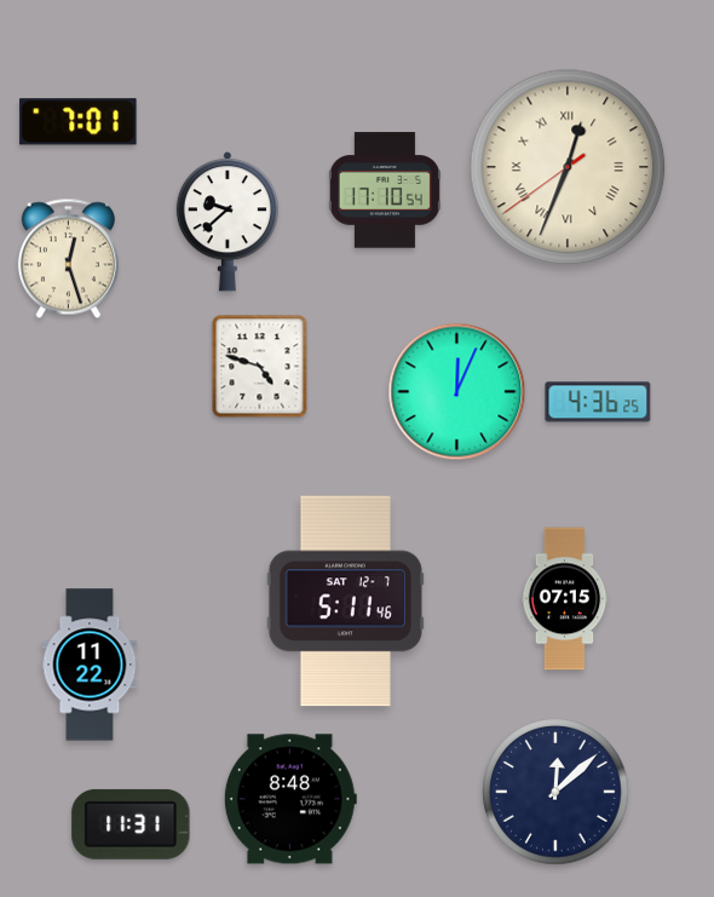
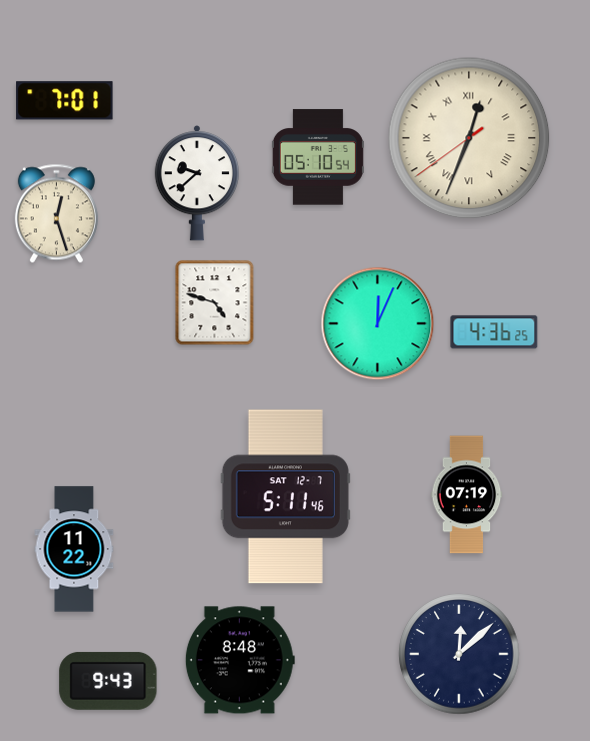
clock at (385, 190): 17:10 -> 05:10
clock at (226, 222) position: (226, 222) -> (196, 183)
clock at (565, 599): 07:15 -> 07:19
clock at (131, 824): 11:31 -> 9:43
